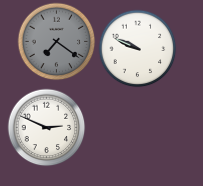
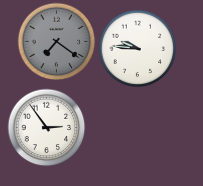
clock at (137, 48): 9:49 -> 9:46
clock at (46, 127): 2:49 -> 2:54
